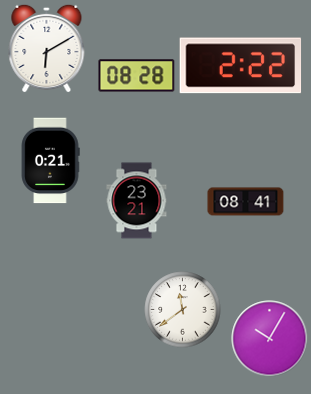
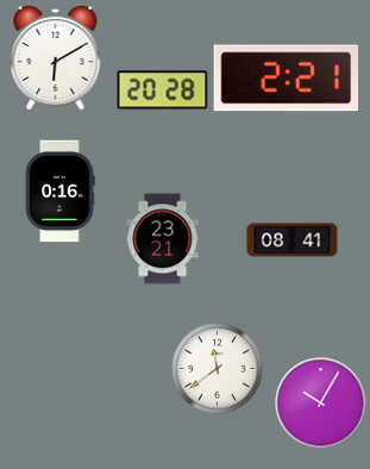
clock at (241, 66): 2:22 -> 2:21
clock at (137, 76): 08:28 -> 20:28
clock at (50, 161): 0:21 -> 0:16
